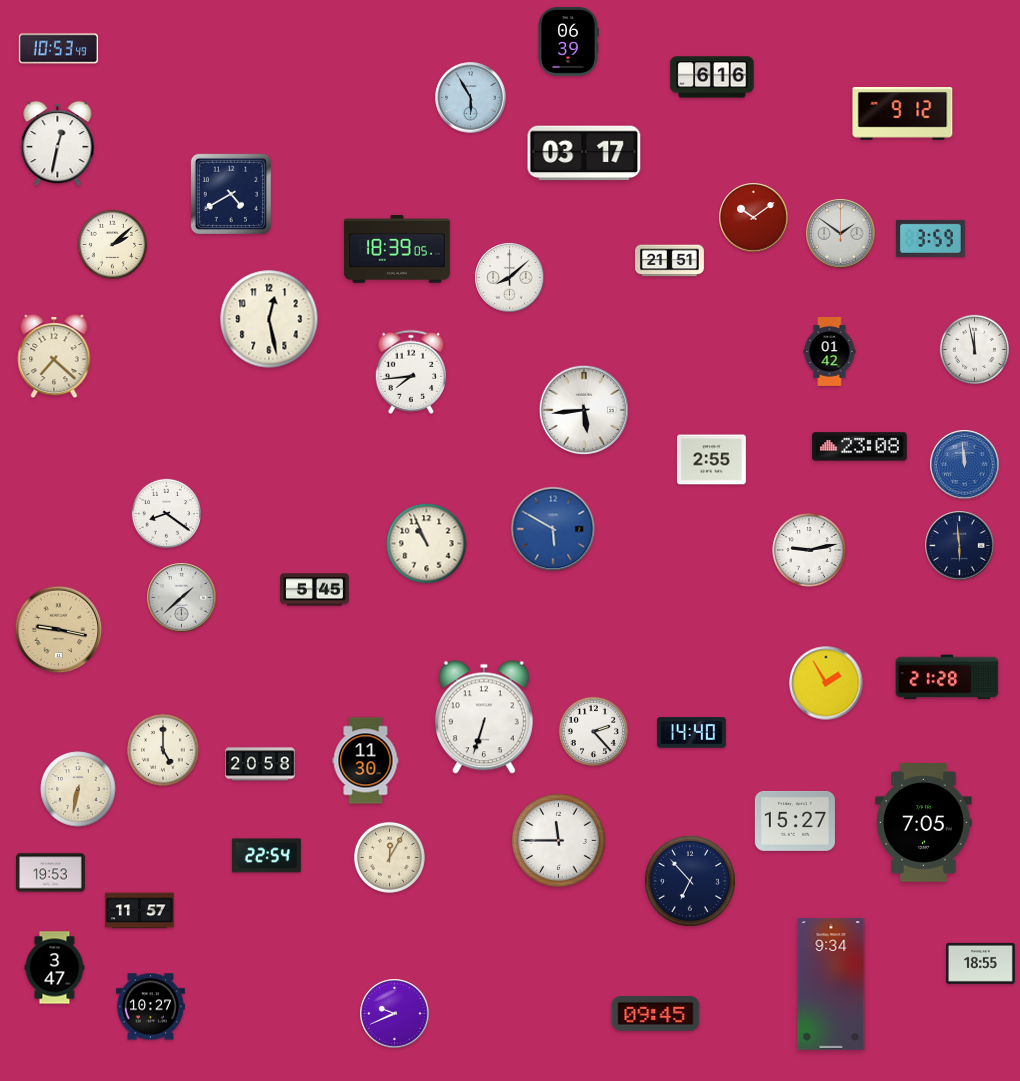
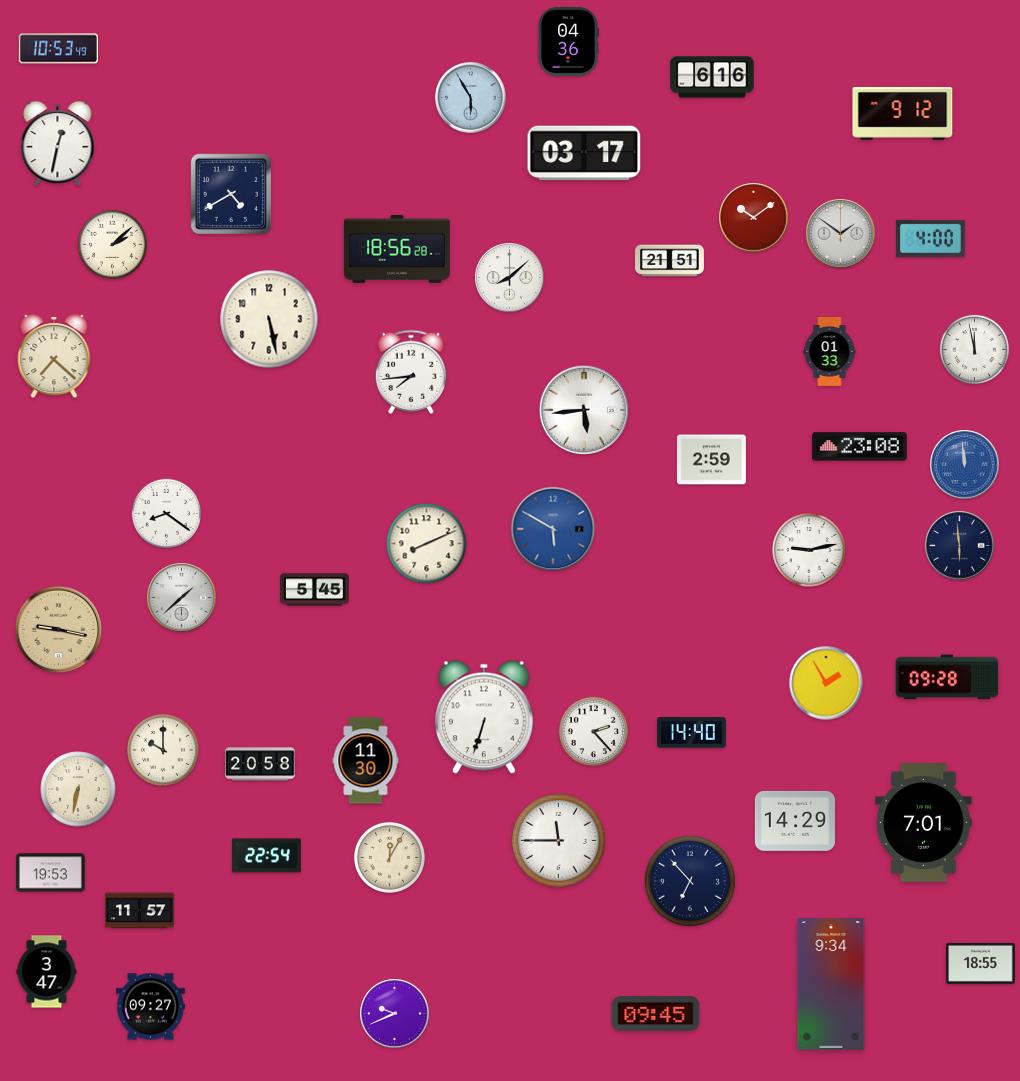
clock at (568, 41): 06:39 -> 04:36
clock at (930, 238): 3:59 -> 4:00
clock at (397, 250): 18:39 -> 18:56
clock at (269, 319): 12:28 -> 5:28
clock at (830, 352): 01:42 -> 01:33
clock at (712, 460): 2:55 -> 2:59
clock at (427, 544): 10:56 -> 8:11
clock at (947, 677): 21:28 -> 09:28
clock at (163, 750): 5:00 -> 10:00
clock at (795, 821): 15:27 -> 14:29
clock at (924, 823): 7:05 -> 7:01
clock at (55, 968) position: (55, 968) -> (47, 972)
clock at (151, 1007): 10:27 -> 09:27
